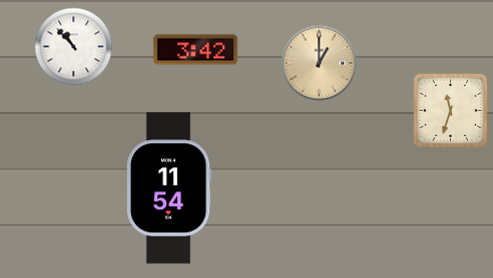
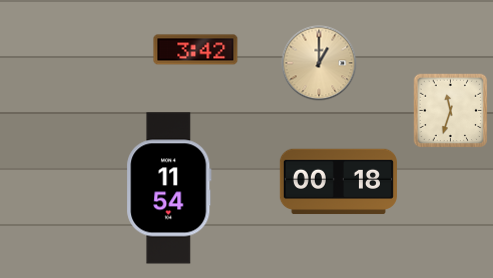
clock at (74, 47): 10:53 -> none
clock at (338, 182): none -> 00:18
